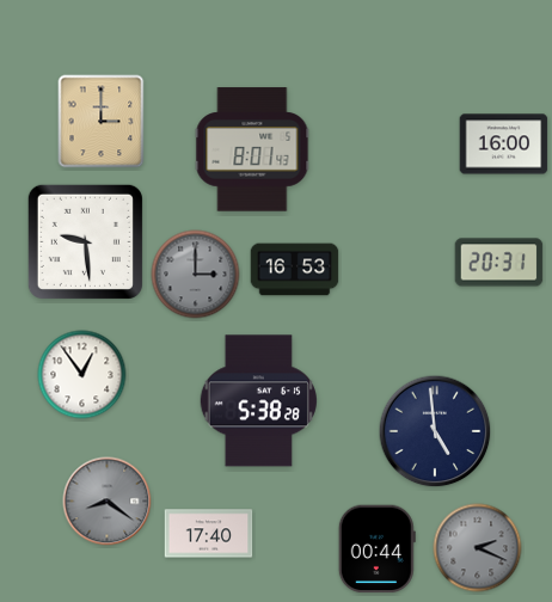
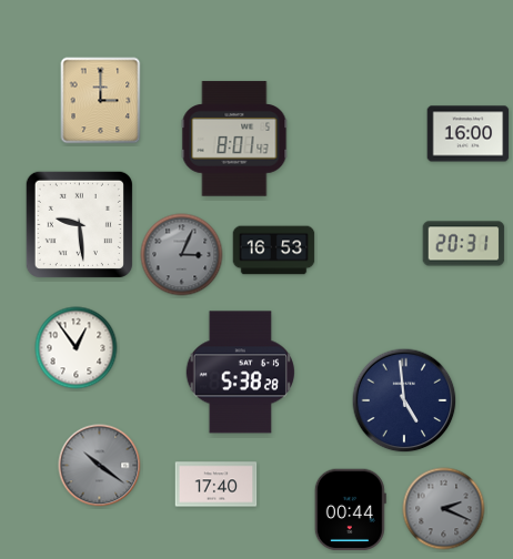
clock at (102, 122) position: (102, 122) -> (101, 101)
clock at (196, 275): 3:00 -> 3:04
clock at (108, 502): 8:21 -> 10:21
clock at (209, 534) position: (209, 534) -> (217, 485)
